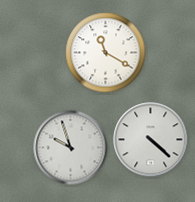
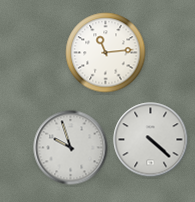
clock at (106, 53): 11:20 -> 11:14
